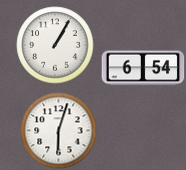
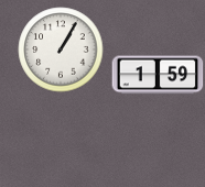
clock at (143, 68): 6:54 -> 1:59
clock at (59, 131): 6:03 -> none
